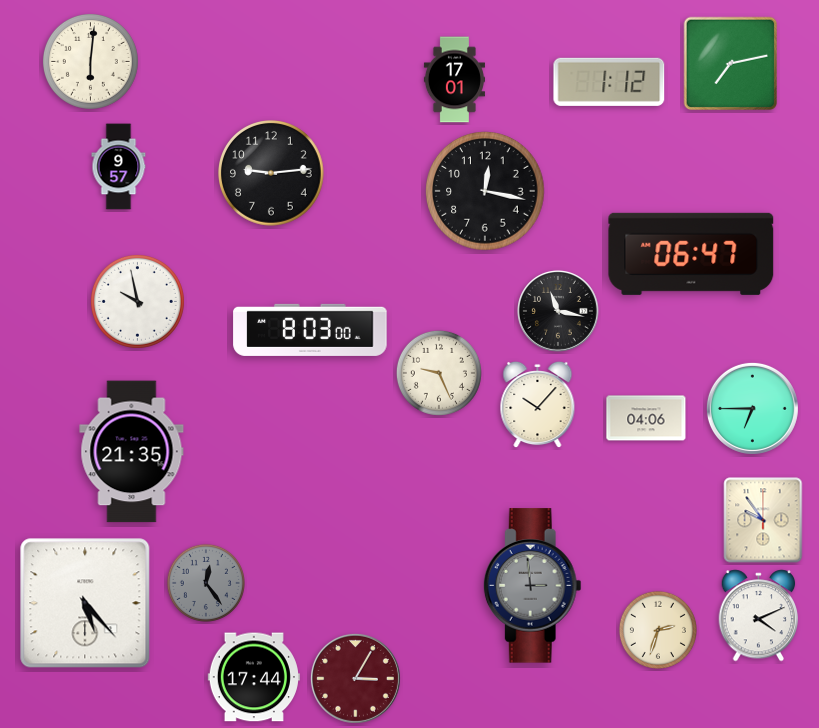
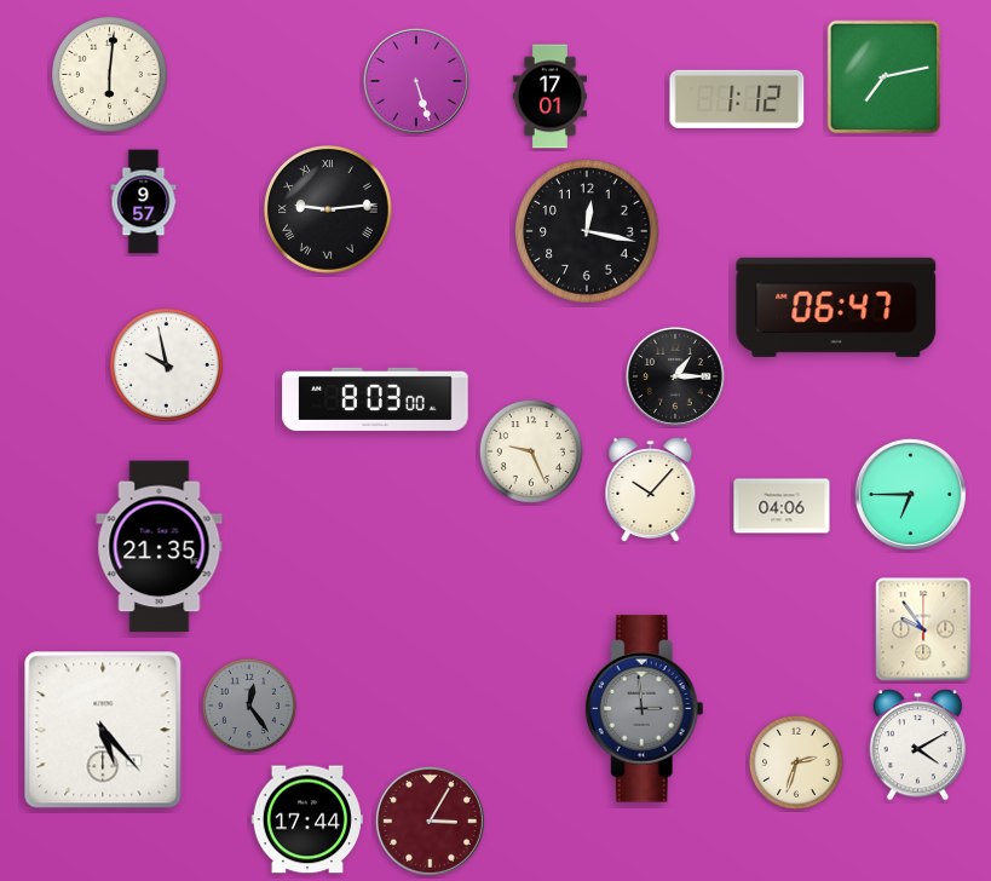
clock at (416, 81): none -> 5:27
clock at (272, 174) numerals: Arabic -> Roman
clock at (558, 311): 11:17 -> 1:15
clock at (759, 616): 4:11 -> 4:10
